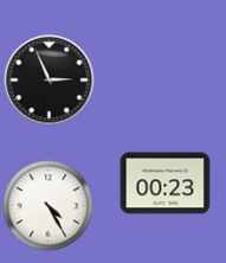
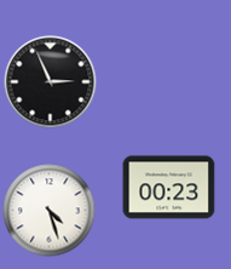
clock at (49, 206): 4:25 -> 4:27
